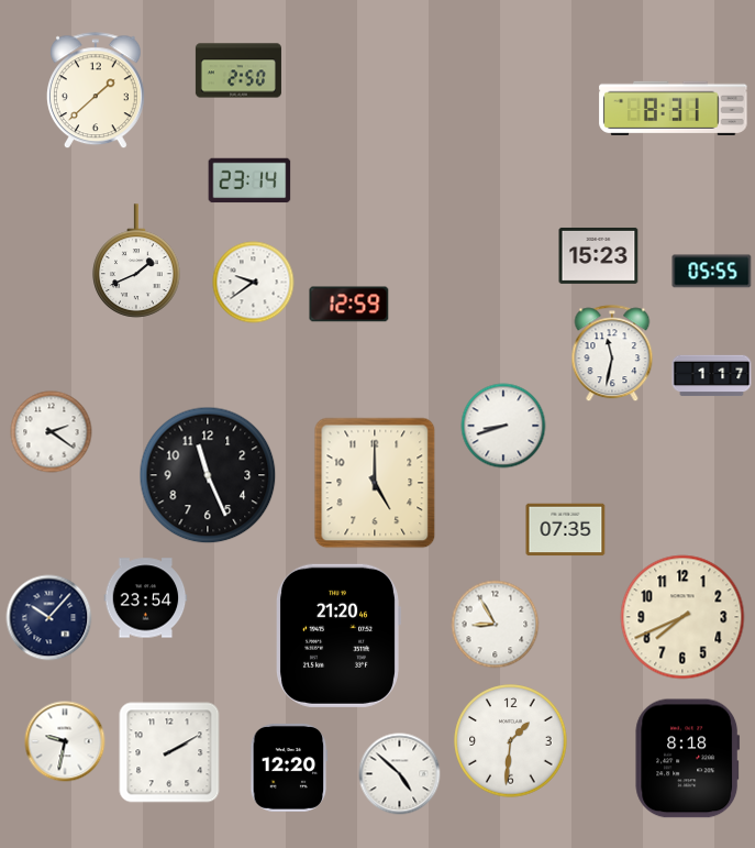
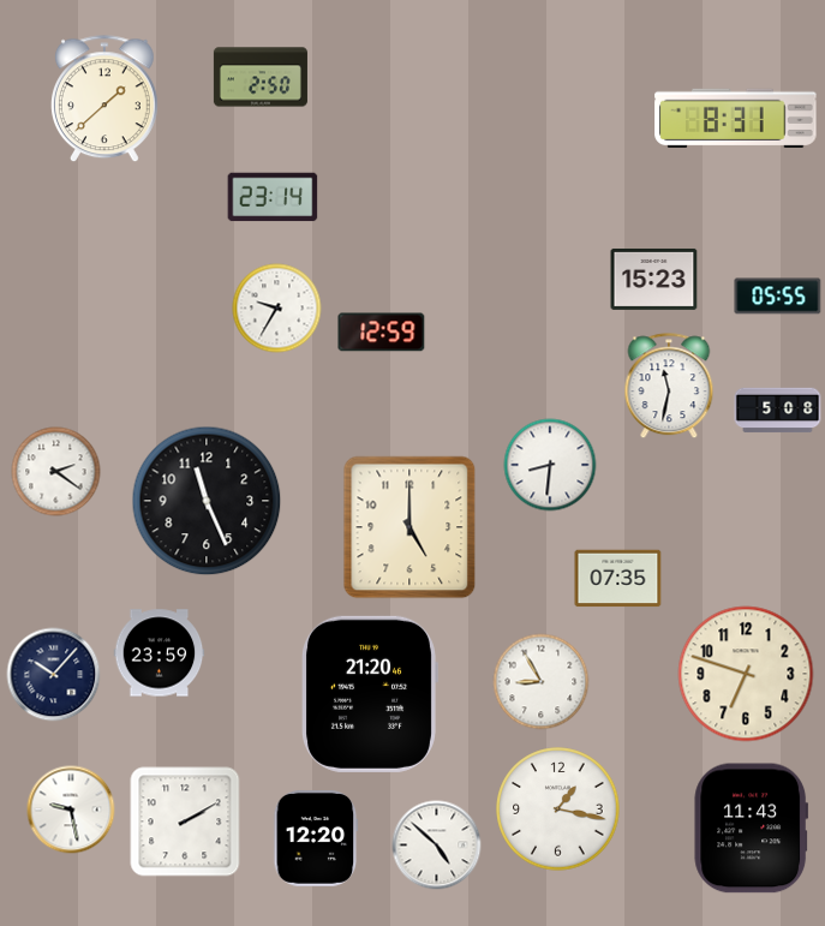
clock at (136, 261): 1:41 -> none
clock at (254, 283): 9:39 -> 9:35
clock at (712, 376): 1:17 -> 5:08
clock at (503, 426): 8:42 -> 8:31
clock at (208, 475) position: (208, 475) -> (207, 501)
clock at (146, 598): 23:54 -> 23:59
clock at (682, 617): 7:41 -> 6:48
clock at (65, 741): 9:32 -> 9:28
clock at (511, 741): 1:31 -> 1:17
clock at (687, 759): 8:18 -> 11:43
